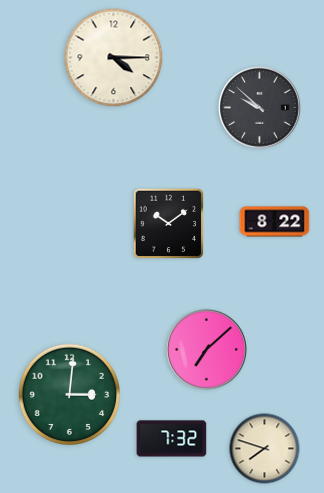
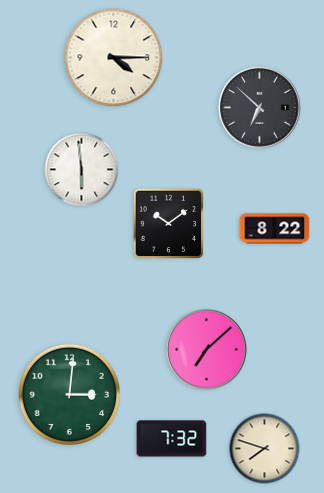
clock at (260, 108): 9:52 -> 6:52
clock at (82, 170): none -> 5:59
clock at (275, 222) position: (275, 222) -> (275, 229)
